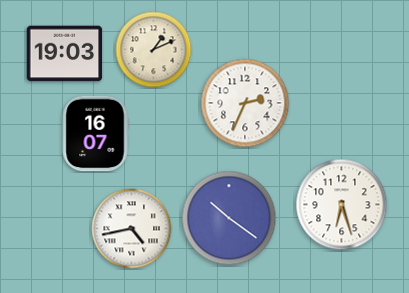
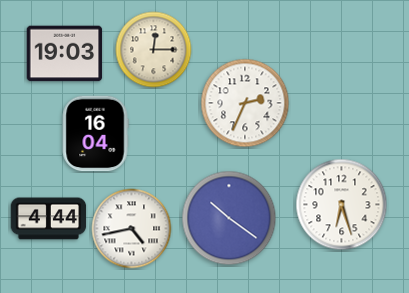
clock at (154, 50): 1:11 -> 12:15
clock at (95, 134): 16:07 -> 16:04
clock at (49, 219): none -> 4:44
